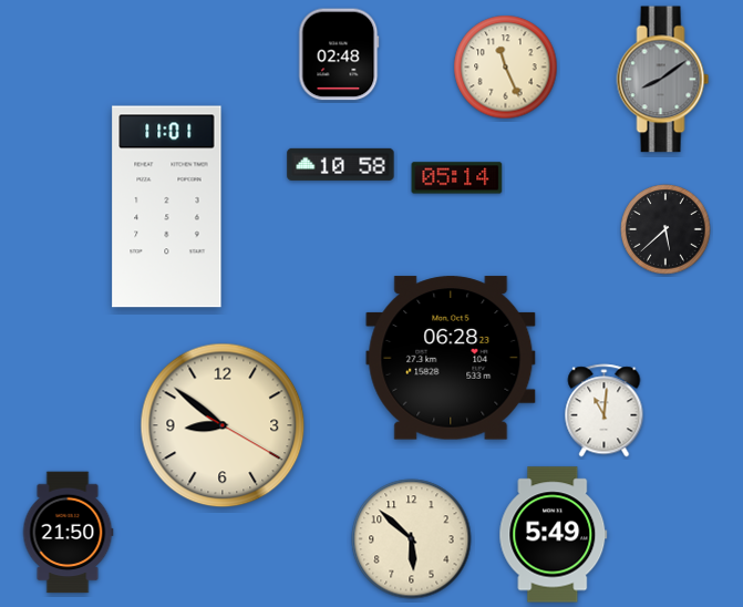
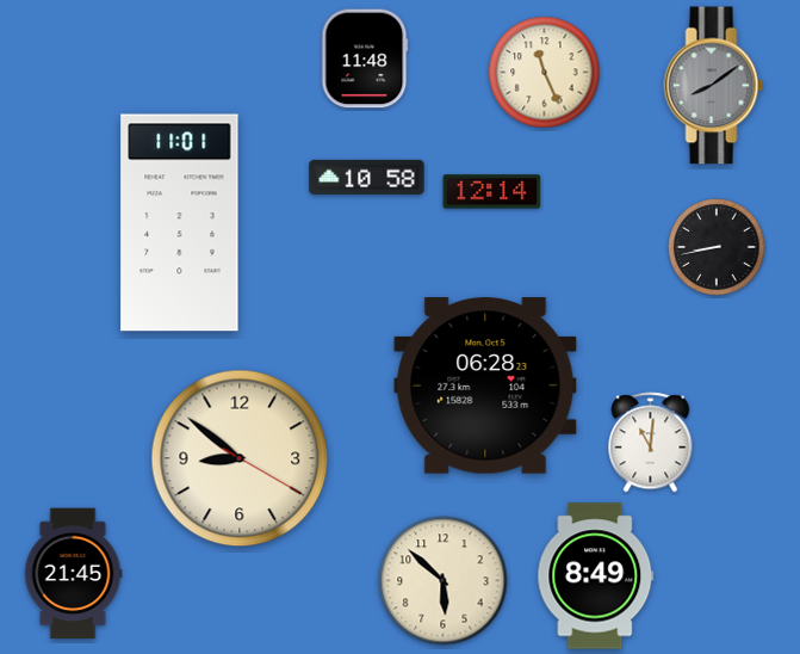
clock at (339, 54): 02:48 -> 11:48
clock at (457, 178): 05:14 -> 12:14
clock at (665, 229): 5:38 -> 8:43
clock at (68, 533): 21:50 -> 21:45
clock at (554, 535): 5:49 -> 8:49
